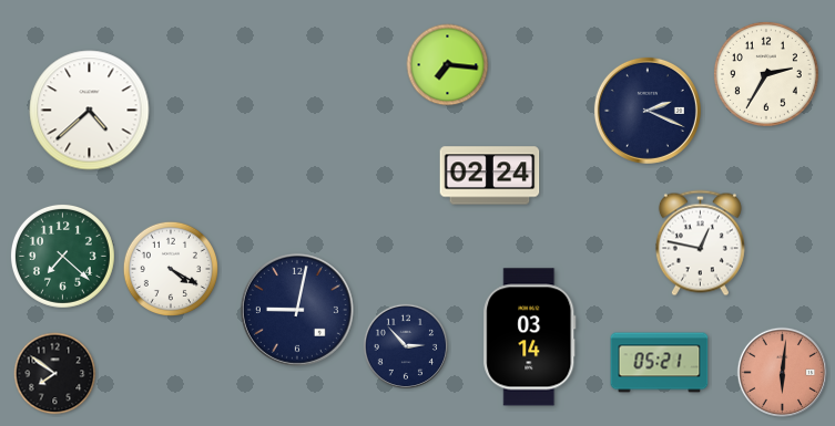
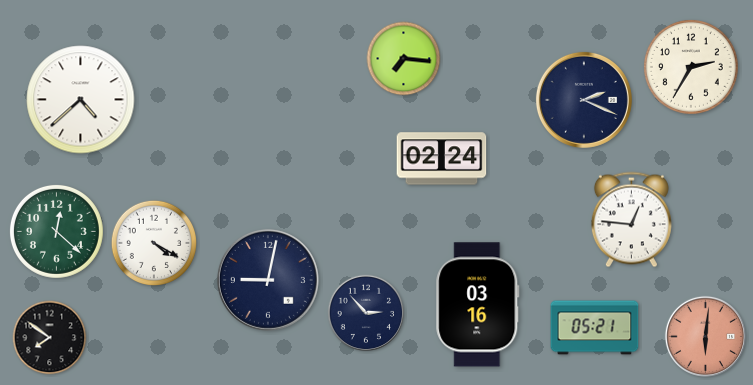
clock at (700, 243): 12:47 -> 12:46
clock at (62, 256): 7:22 -> 12:22
clock at (530, 337): 03:14 -> 03:16
